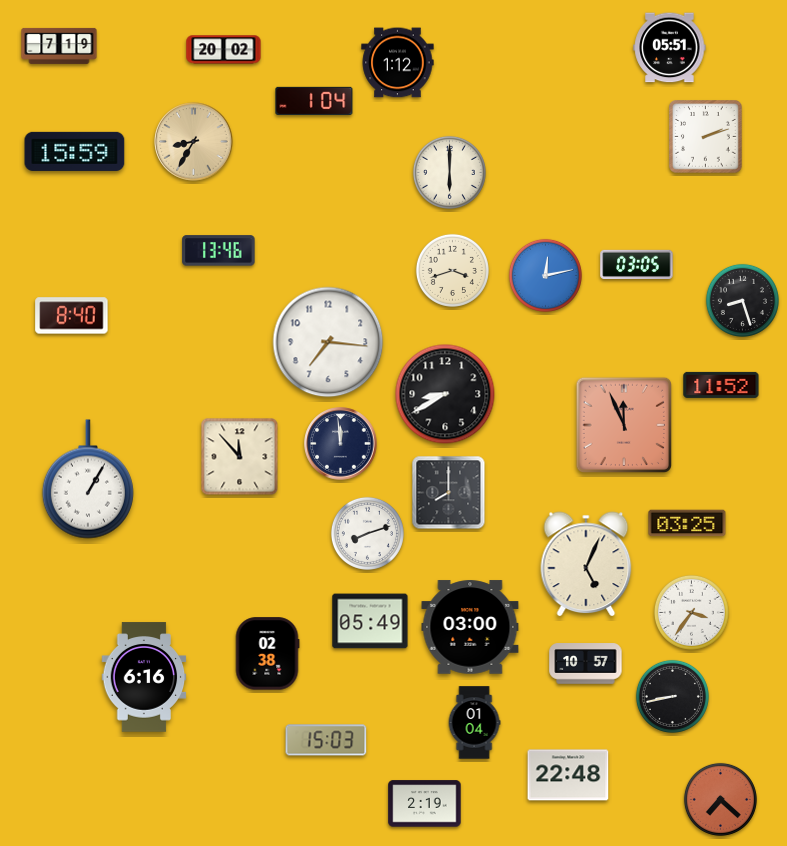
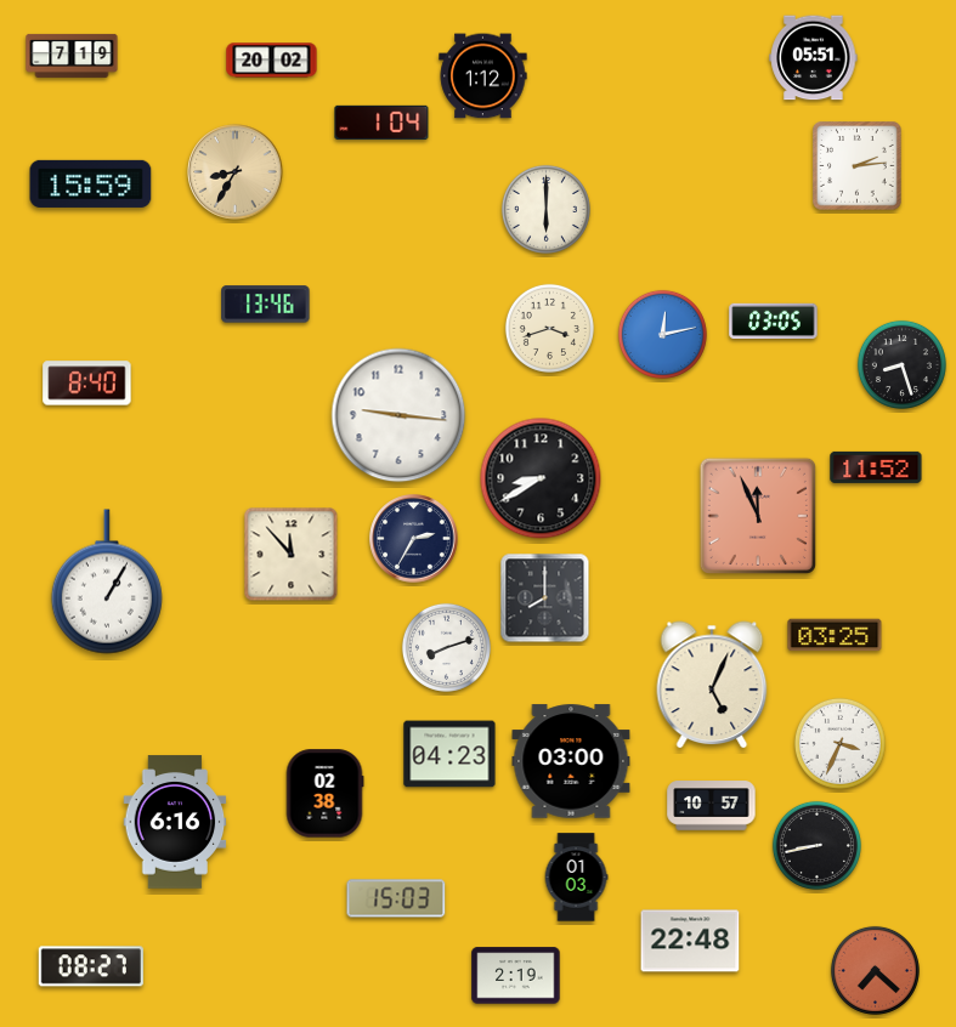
clock at (706, 137): 2:12 -> 2:14
clock at (328, 342): 7:16 -> 9:16
clock at (341, 444): 11:59 -> 2:35
clock at (691, 612): 3:36 -> 3:34
clock at (370, 621): 05:49 -> 04:23
clock at (474, 723): 01:04 -> 01:03
clock at (91, 966): none -> 08:27
